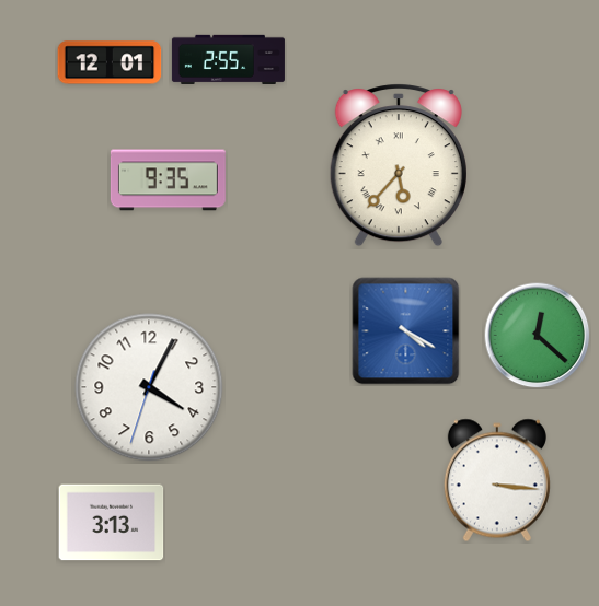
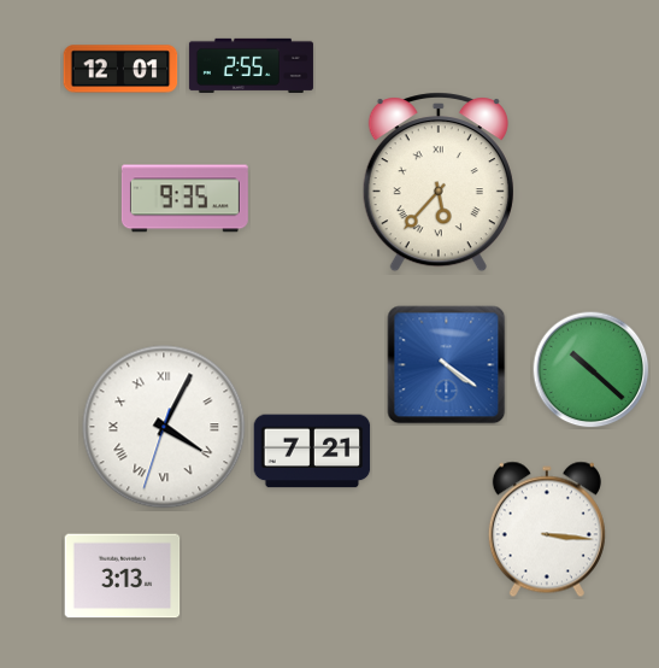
clock at (406, 331): 4:20 -> 4:21
clock at (538, 336): 12:22 -> 10:22
clock at (149, 387) numerals: Arabic -> Roman
clock at (312, 451): none -> 7:21
